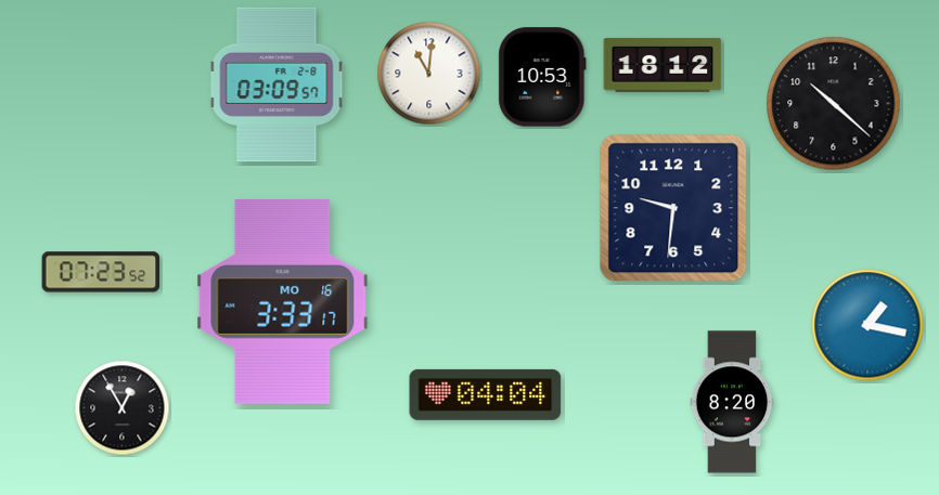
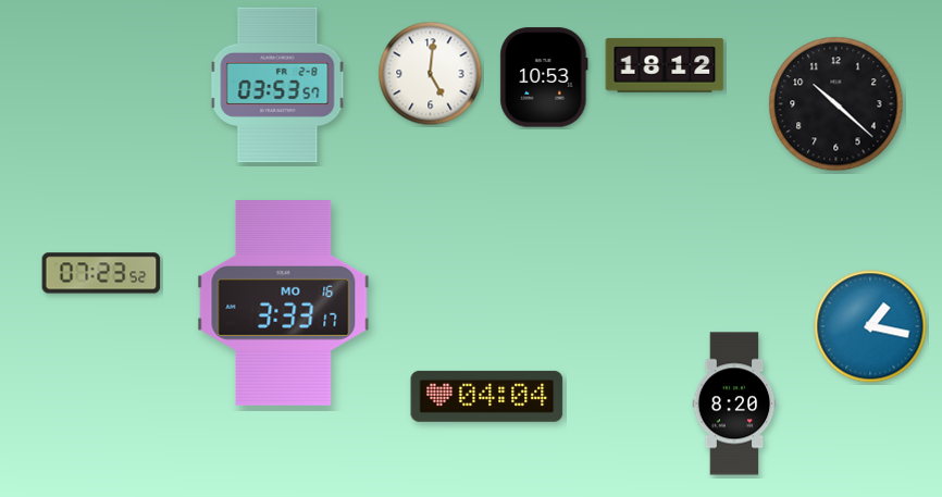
clock at (429, 74): 11:01 -> 5:01
clock at (276, 84): 03:09 -> 03:53
clock at (673, 208): 9:31 -> none
clock at (123, 408): 12:55 -> none
